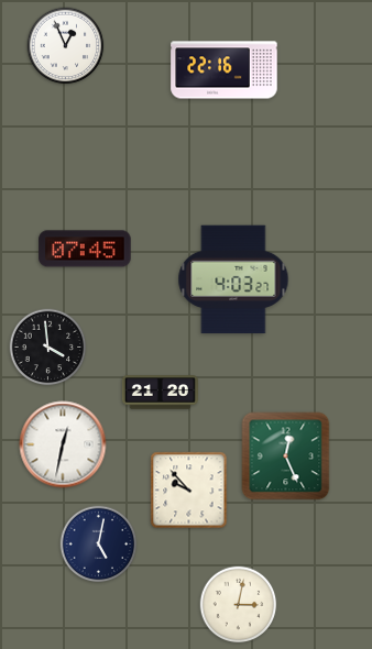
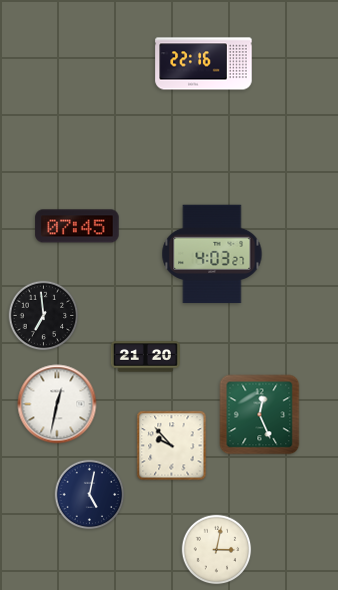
clock at (66, 46): 12:56 -> none
clock at (48, 348): 3:59 -> 6:59
